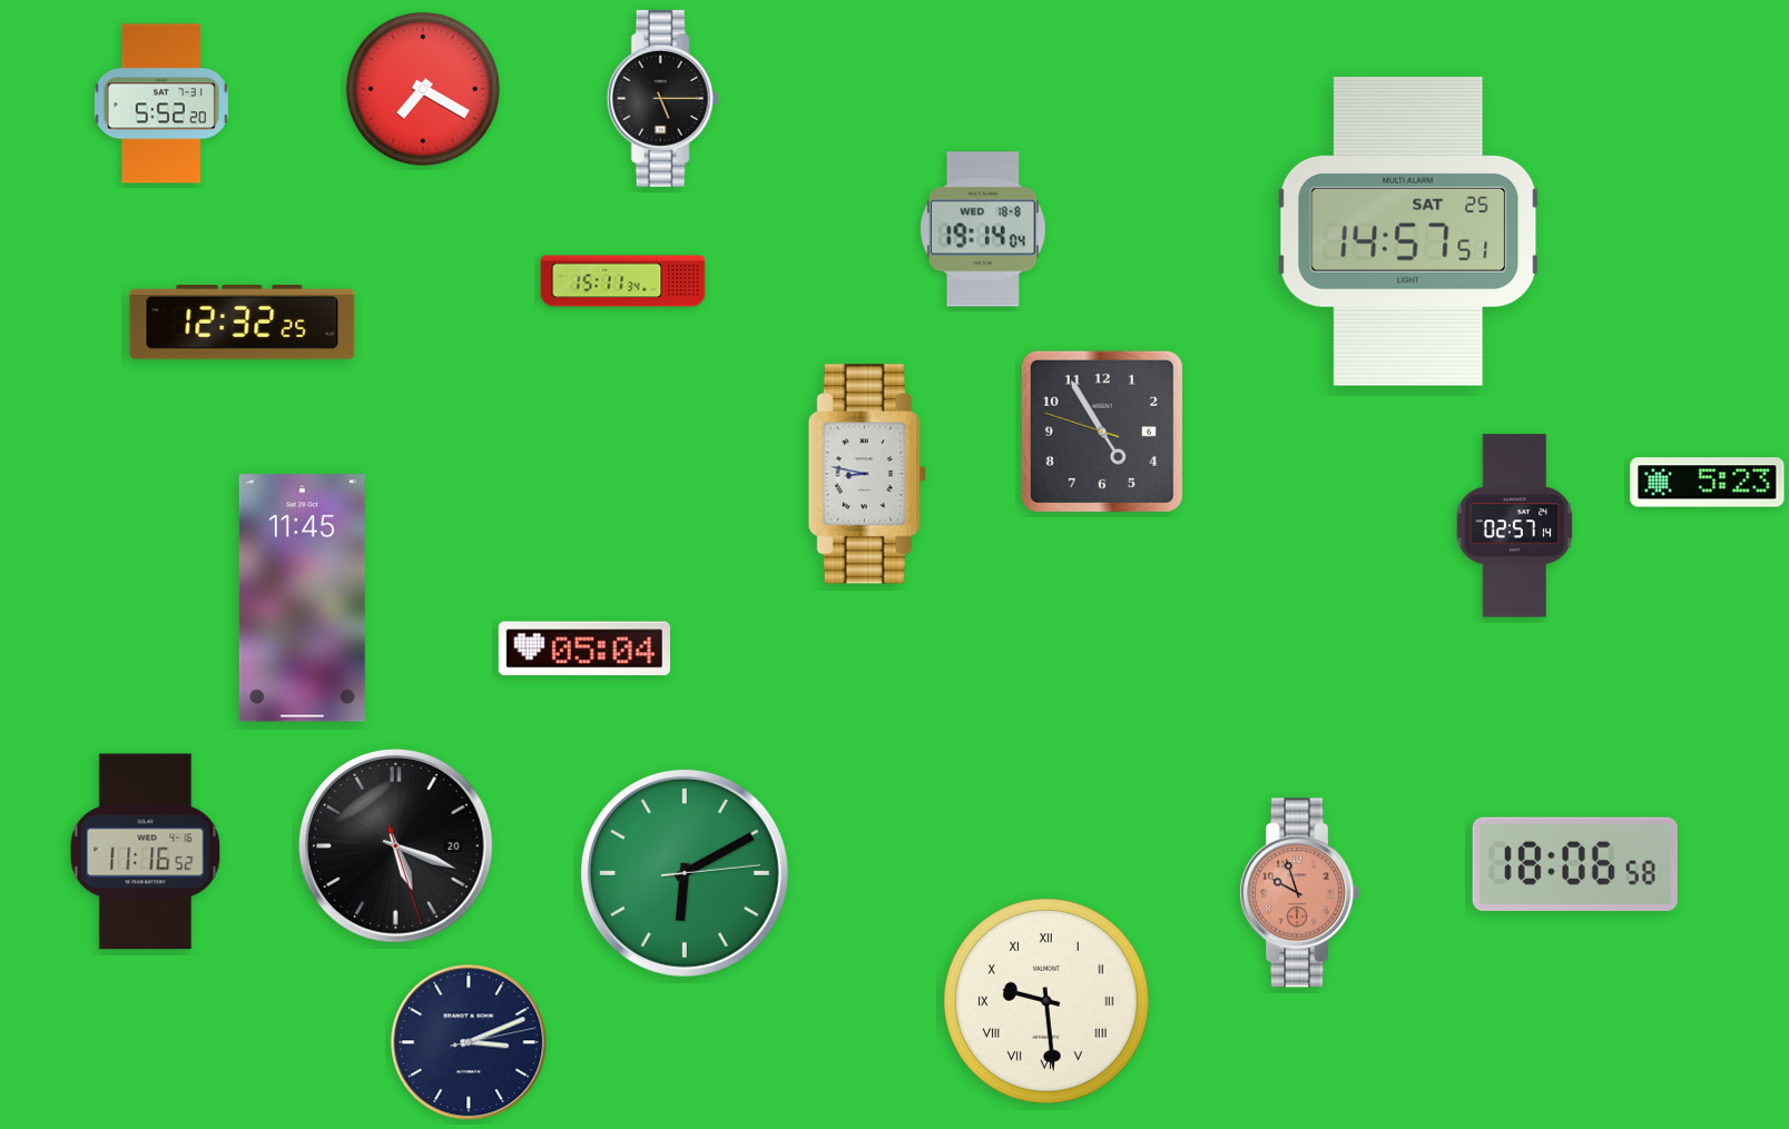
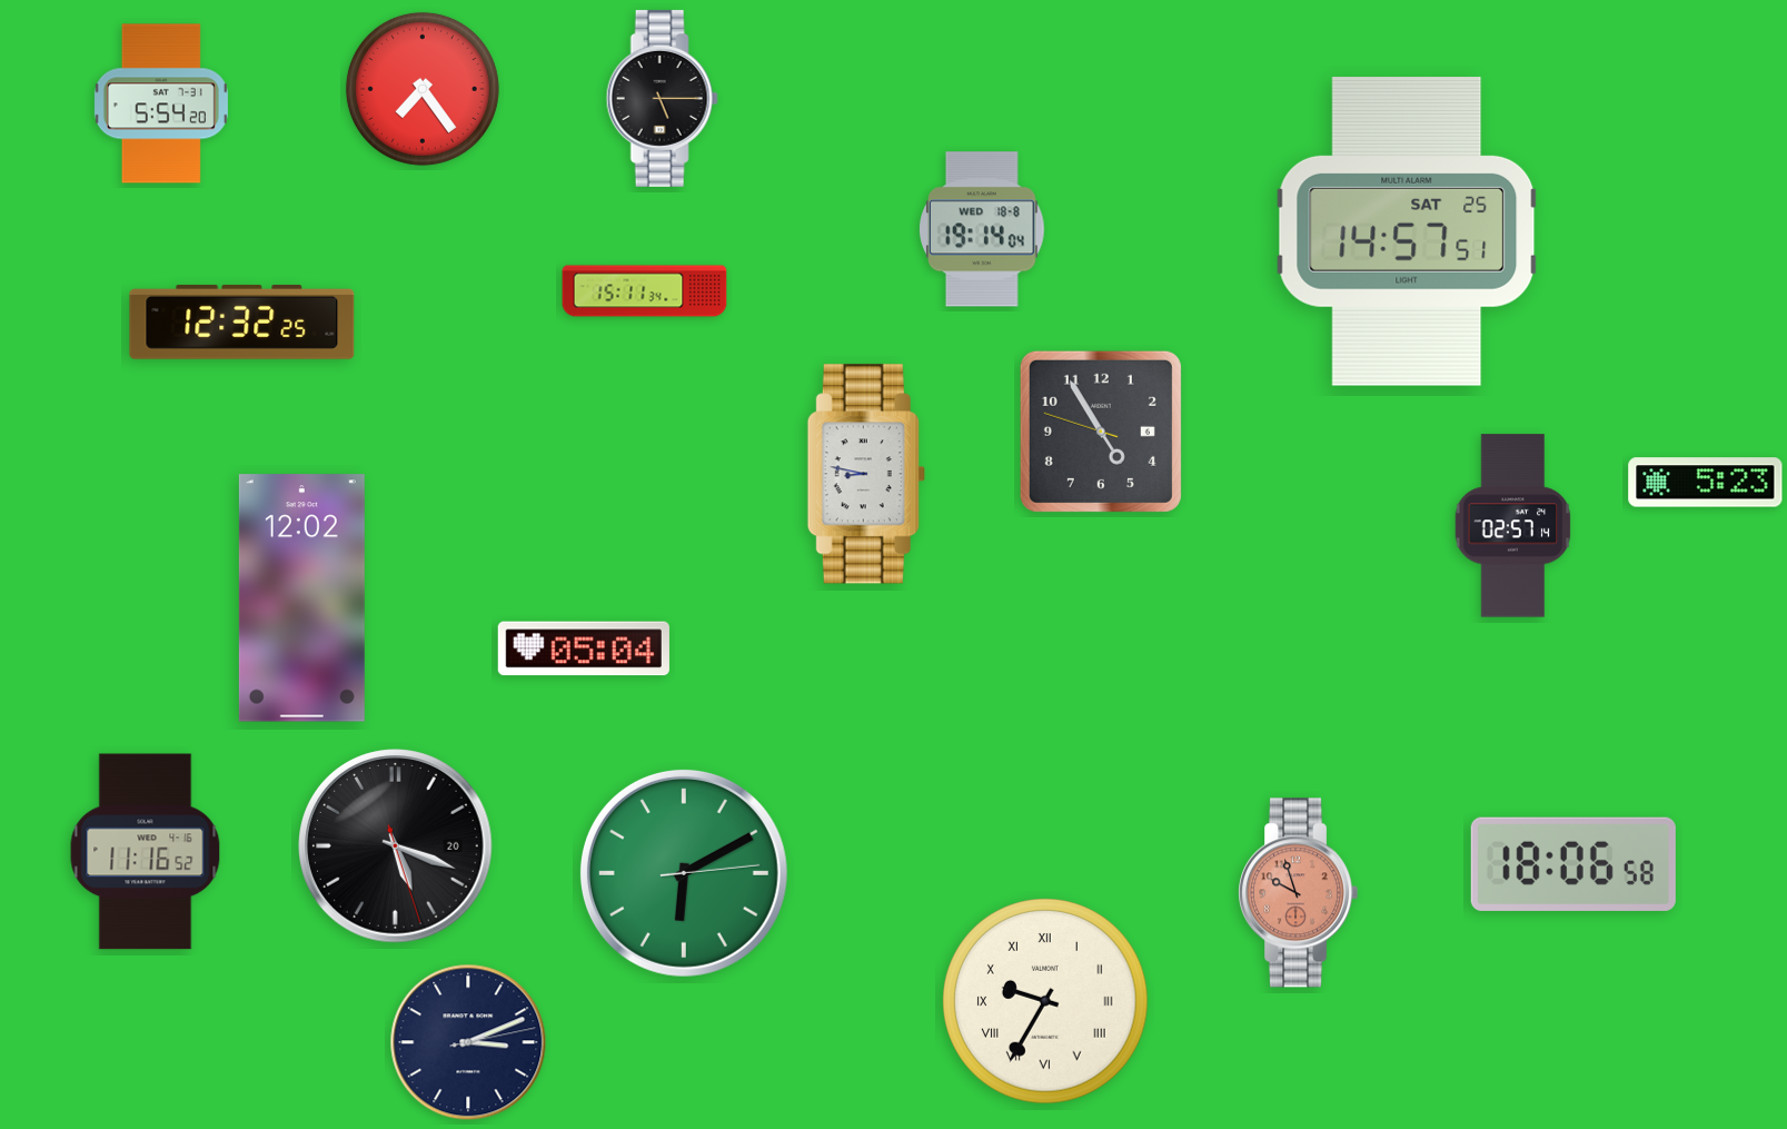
clock at (423, 89): 7:20 -> 7:24
clock at (161, 103): 5:52 -> 5:54
clock at (623, 281) position: (623, 281) -> (645, 291)
clock at (302, 598): 11:45 -> 12:02
clock at (1046, 1001): 9:29 -> 9:35
